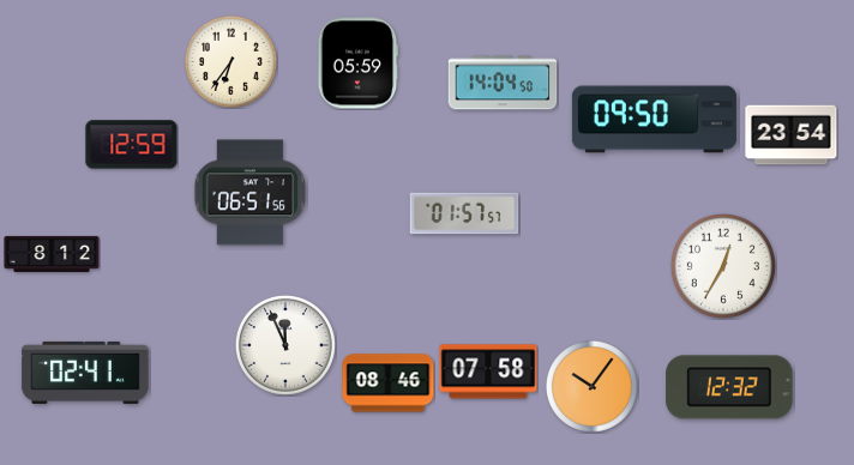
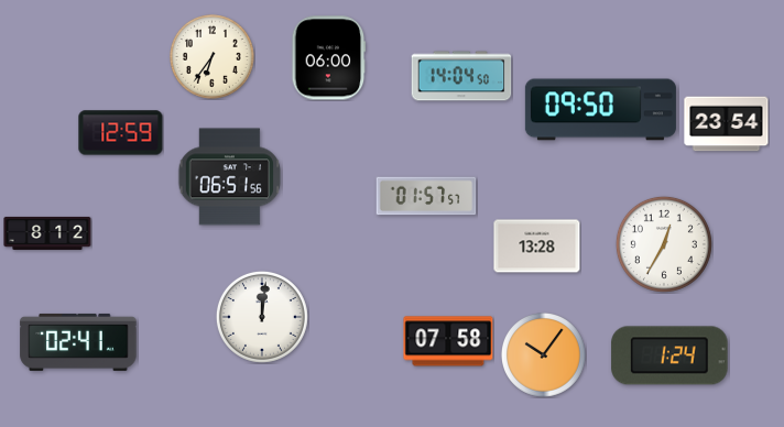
clock at (359, 64): 05:59 -> 06:00
clock at (537, 247): none -> 13:28
clock at (285, 345): 11:56 -> 12:01
clock at (389, 384): 08:46 -> none
clock at (729, 387): 12:32 -> 1:24
